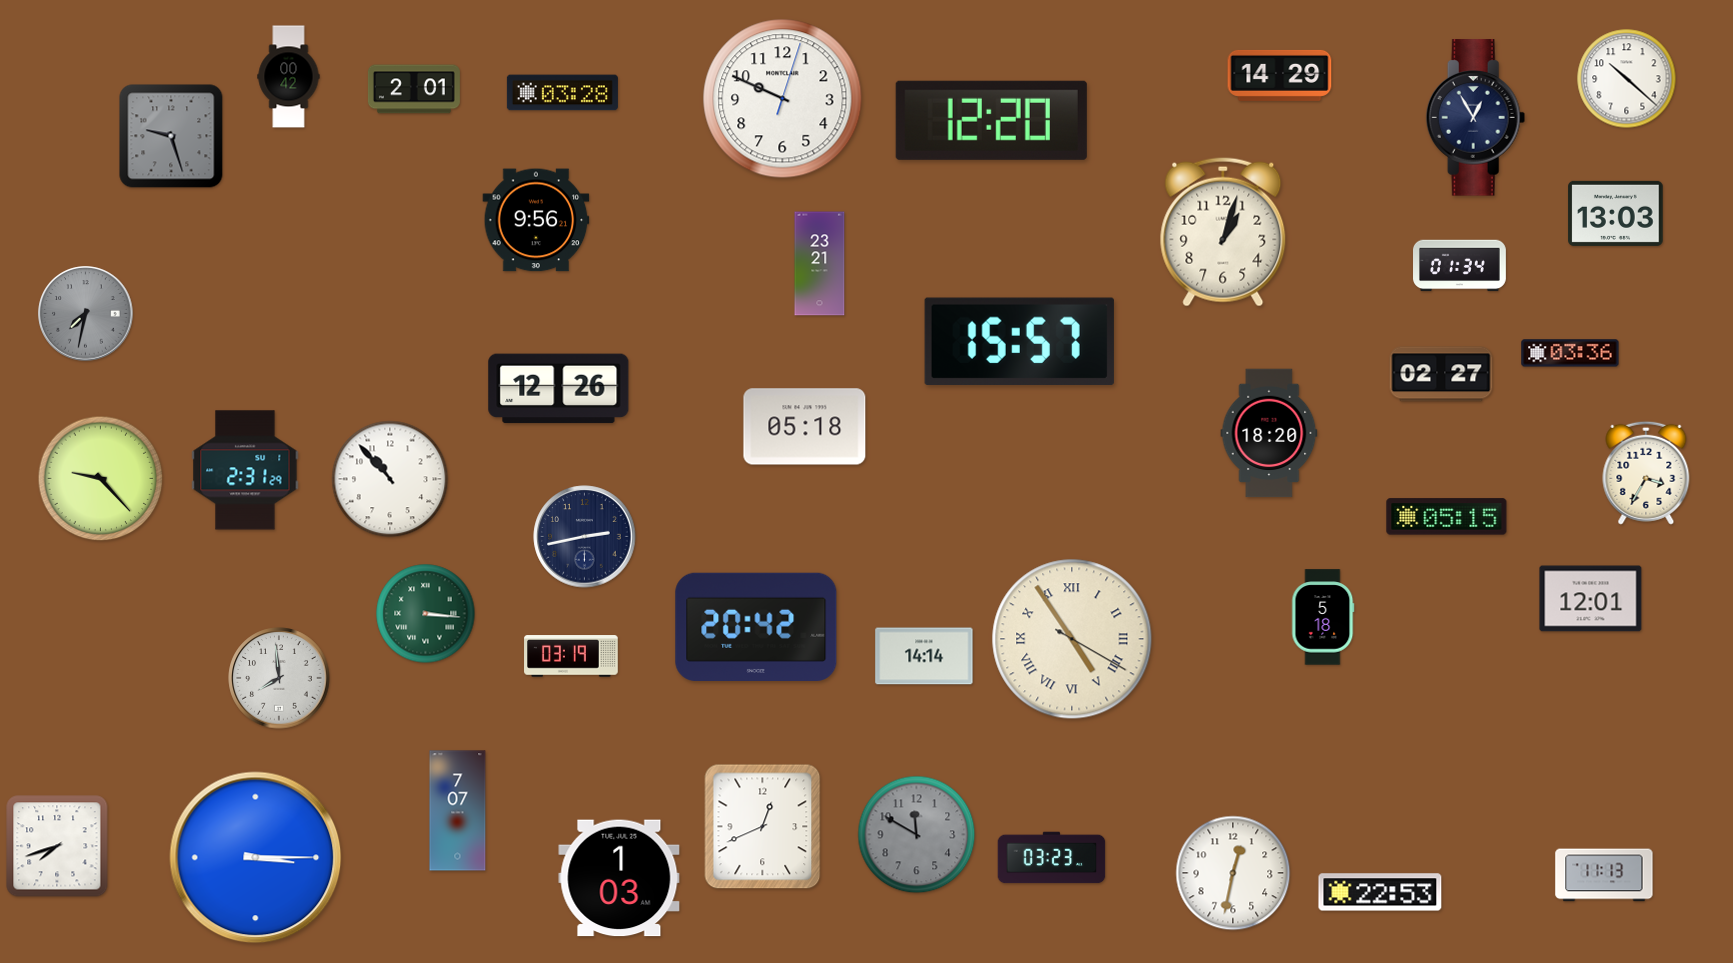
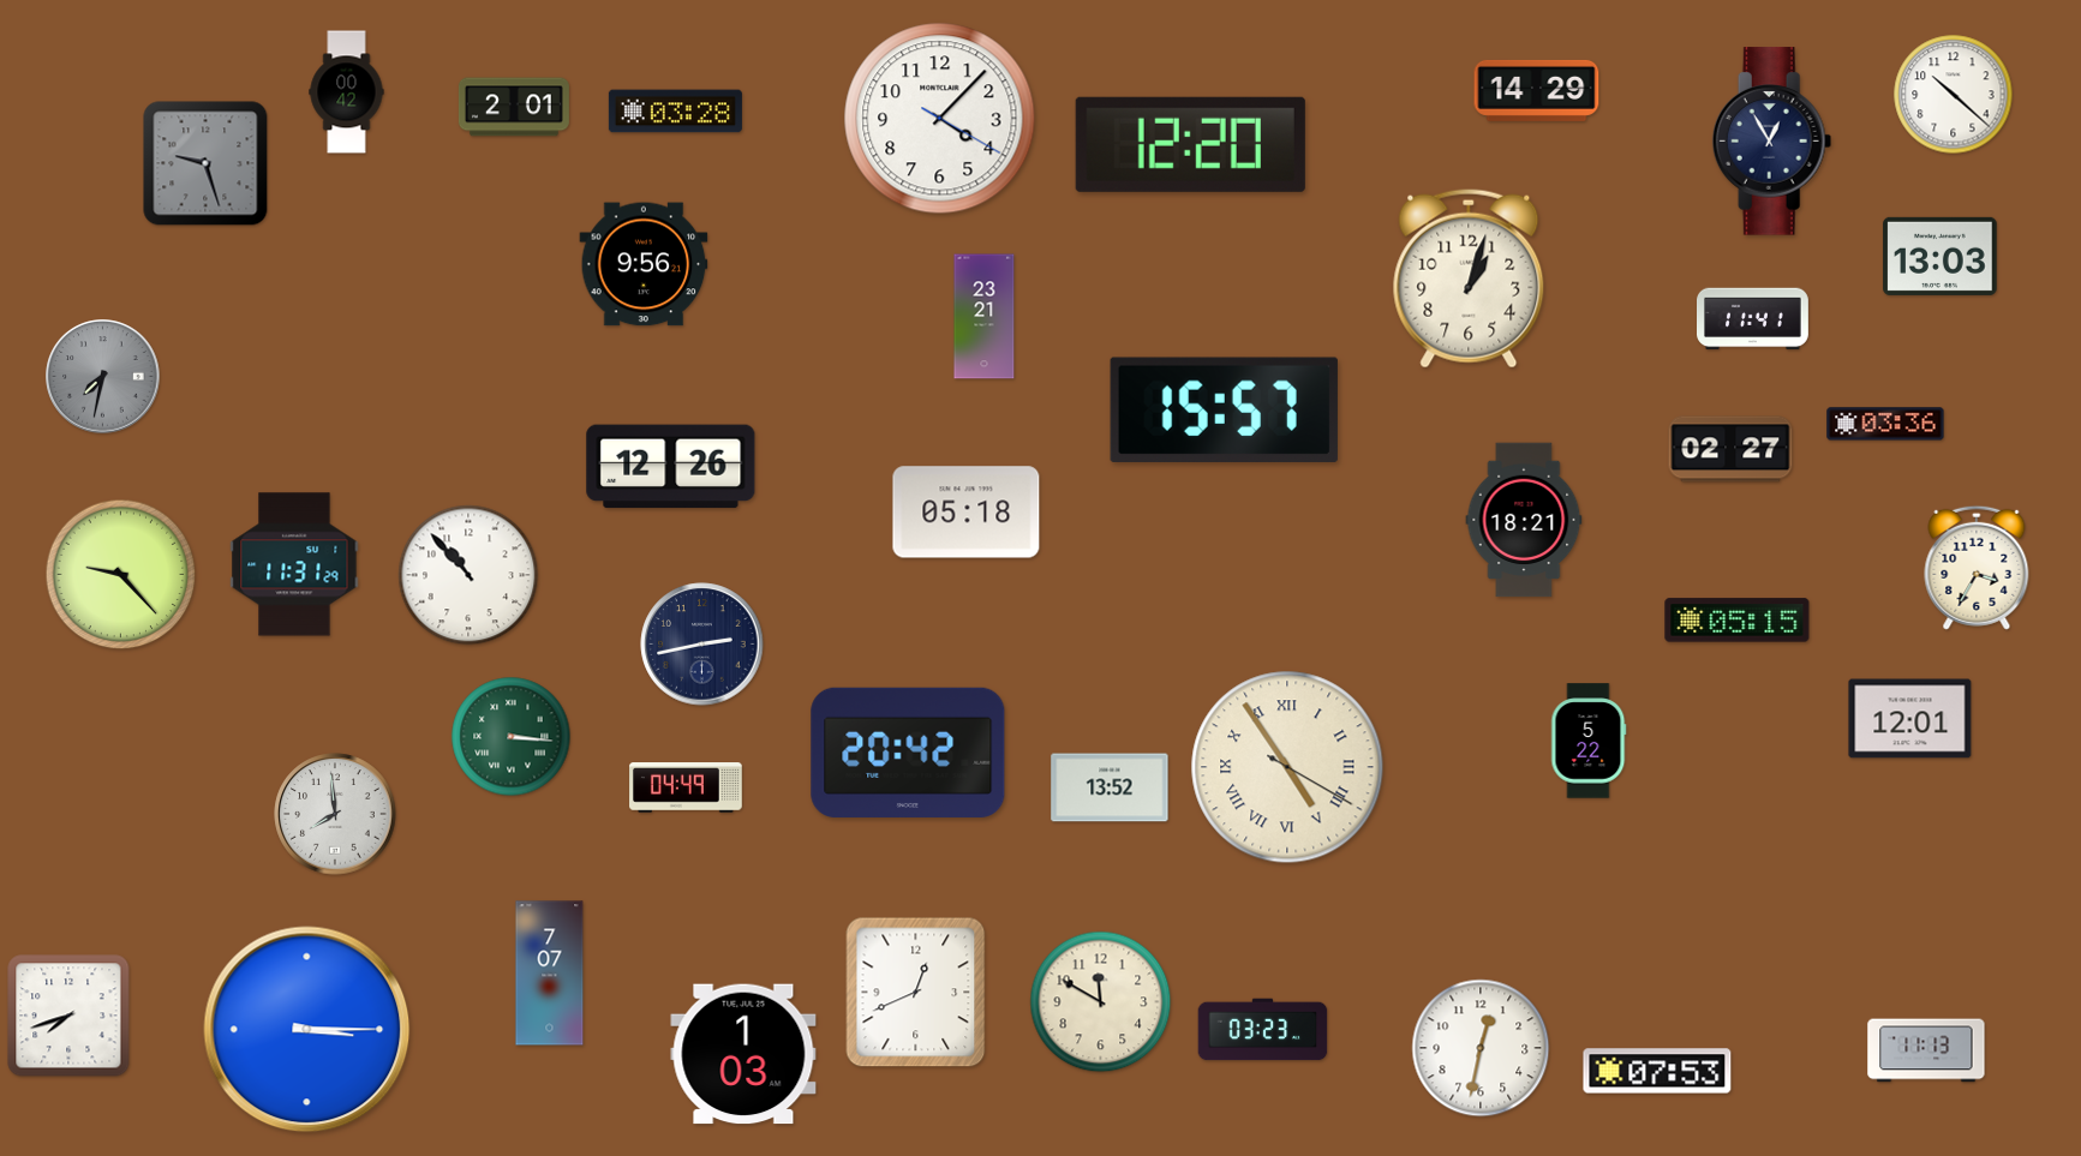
clock at (414, 89) position: (414, 89) -> (514, 107)
clock at (783, 99): 9:49 -> 4:07
clock at (1460, 266): 01:34 -> 11:41
clock at (1269, 433): 18:20 -> 18:21
clock at (245, 470): 2:31 -> 11:31
clock at (1323, 617): 5:18 -> 5:22
clock at (571, 656): 03:19 -> 04:49
clock at (924, 656): 14:14 -> 13:52
clock at (917, 835) dial: grey -> cream
clock at (1380, 892): 22:53 -> 07:53
